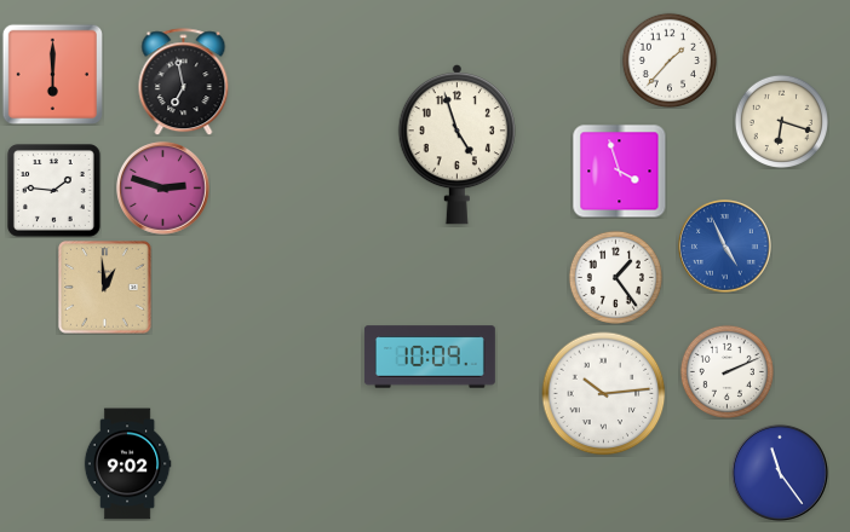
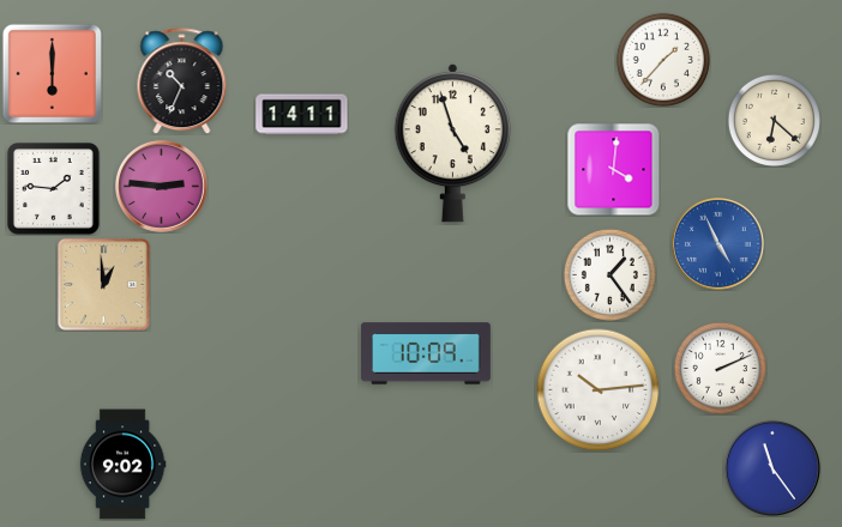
clock at (184, 82): 6:58 -> 10:34
clock at (302, 115): none -> 14:11
clock at (781, 121): 6:18 -> 6:22
clock at (619, 170): 3:57 -> 4:01
clock at (163, 189): 2:48 -> 2:46
clock at (127, 464) position: (127, 464) -> (122, 465)
